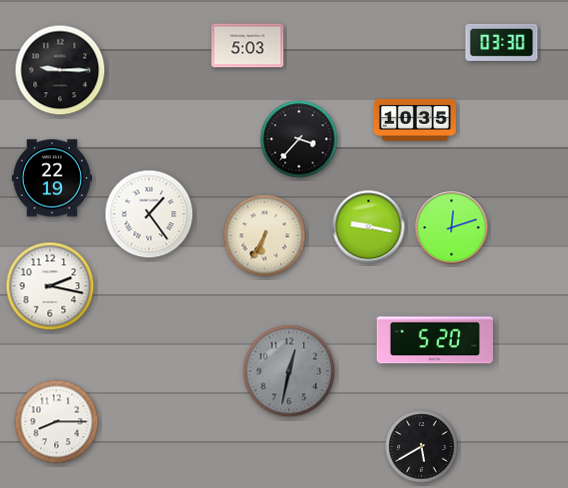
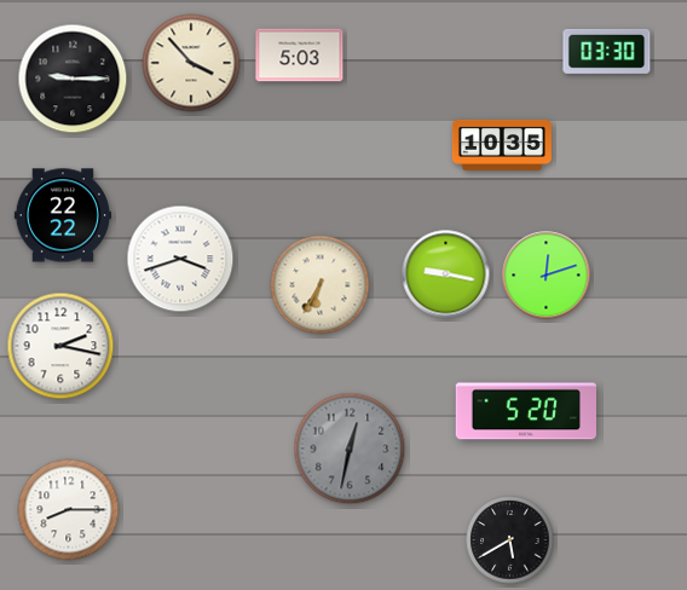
clock at (191, 63): none -> 3:53
clock at (60, 70) position: (60, 70) -> (73, 79)
clock at (299, 139): 3:37 -> none
clock at (51, 178): 22:19 -> 22:22
clock at (149, 214): 1:24 -> 3:42
